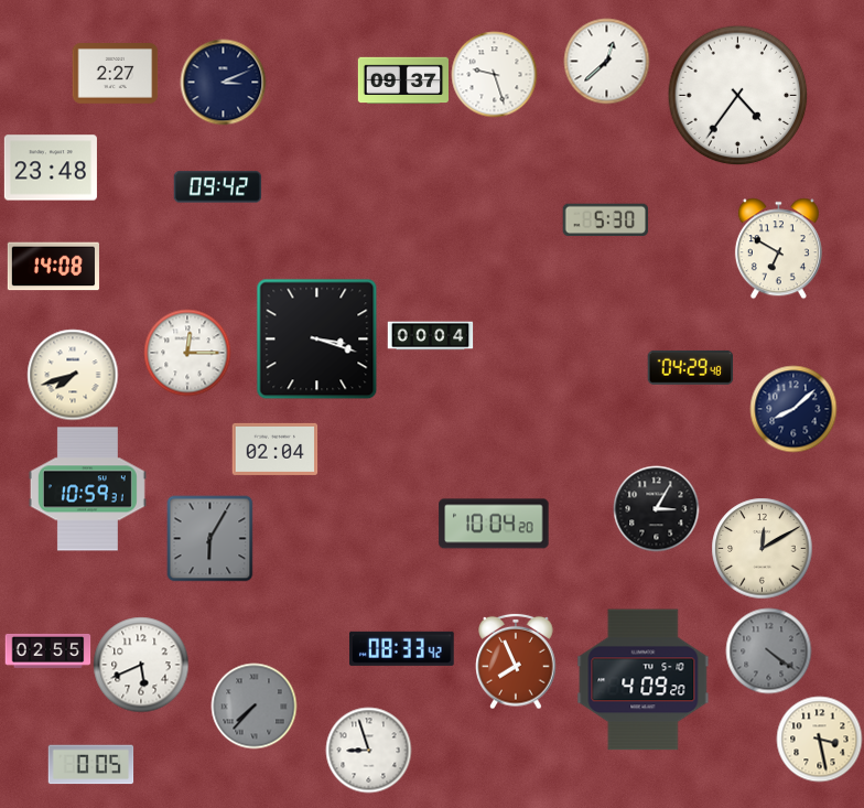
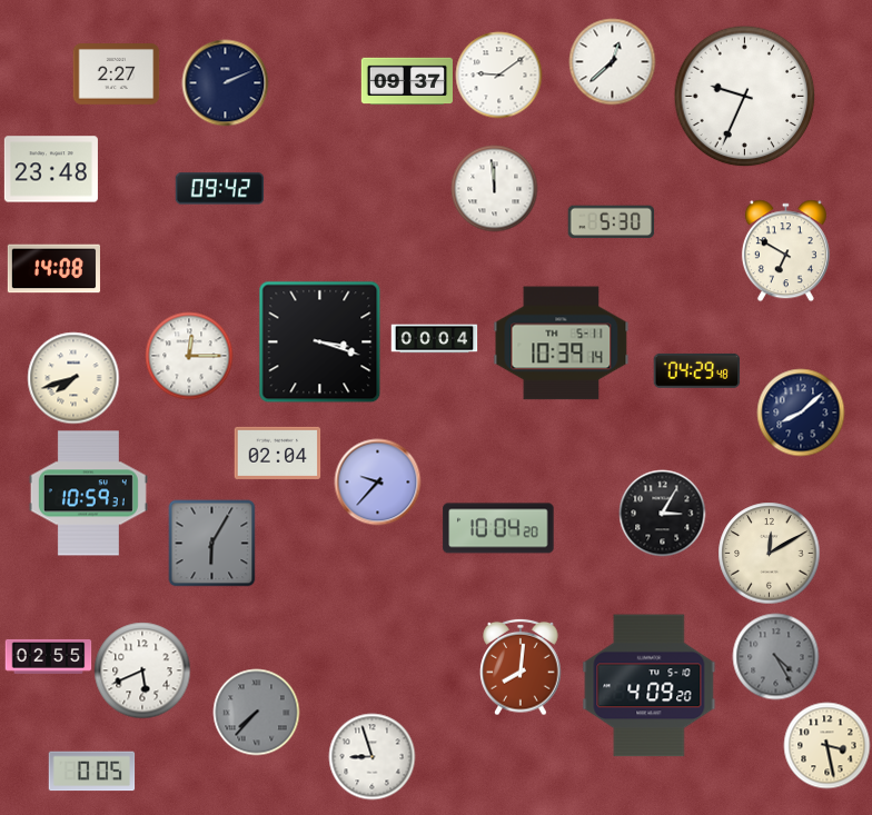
clock at (494, 74): 9:27 -> 9:09
clock at (223, 82): 3:11 -> 2:11
clock at (737, 95): 4:36 -> 9:34
clock at (494, 188): none -> 11:59
clock at (562, 344): none -> 10:39
clock at (377, 481): none -> 9:37
clock at (402, 648): 08:33 -> none
clock at (768, 650): 4:21 -> 4:25
clock at (516, 661): 7:56 -> 8:01
